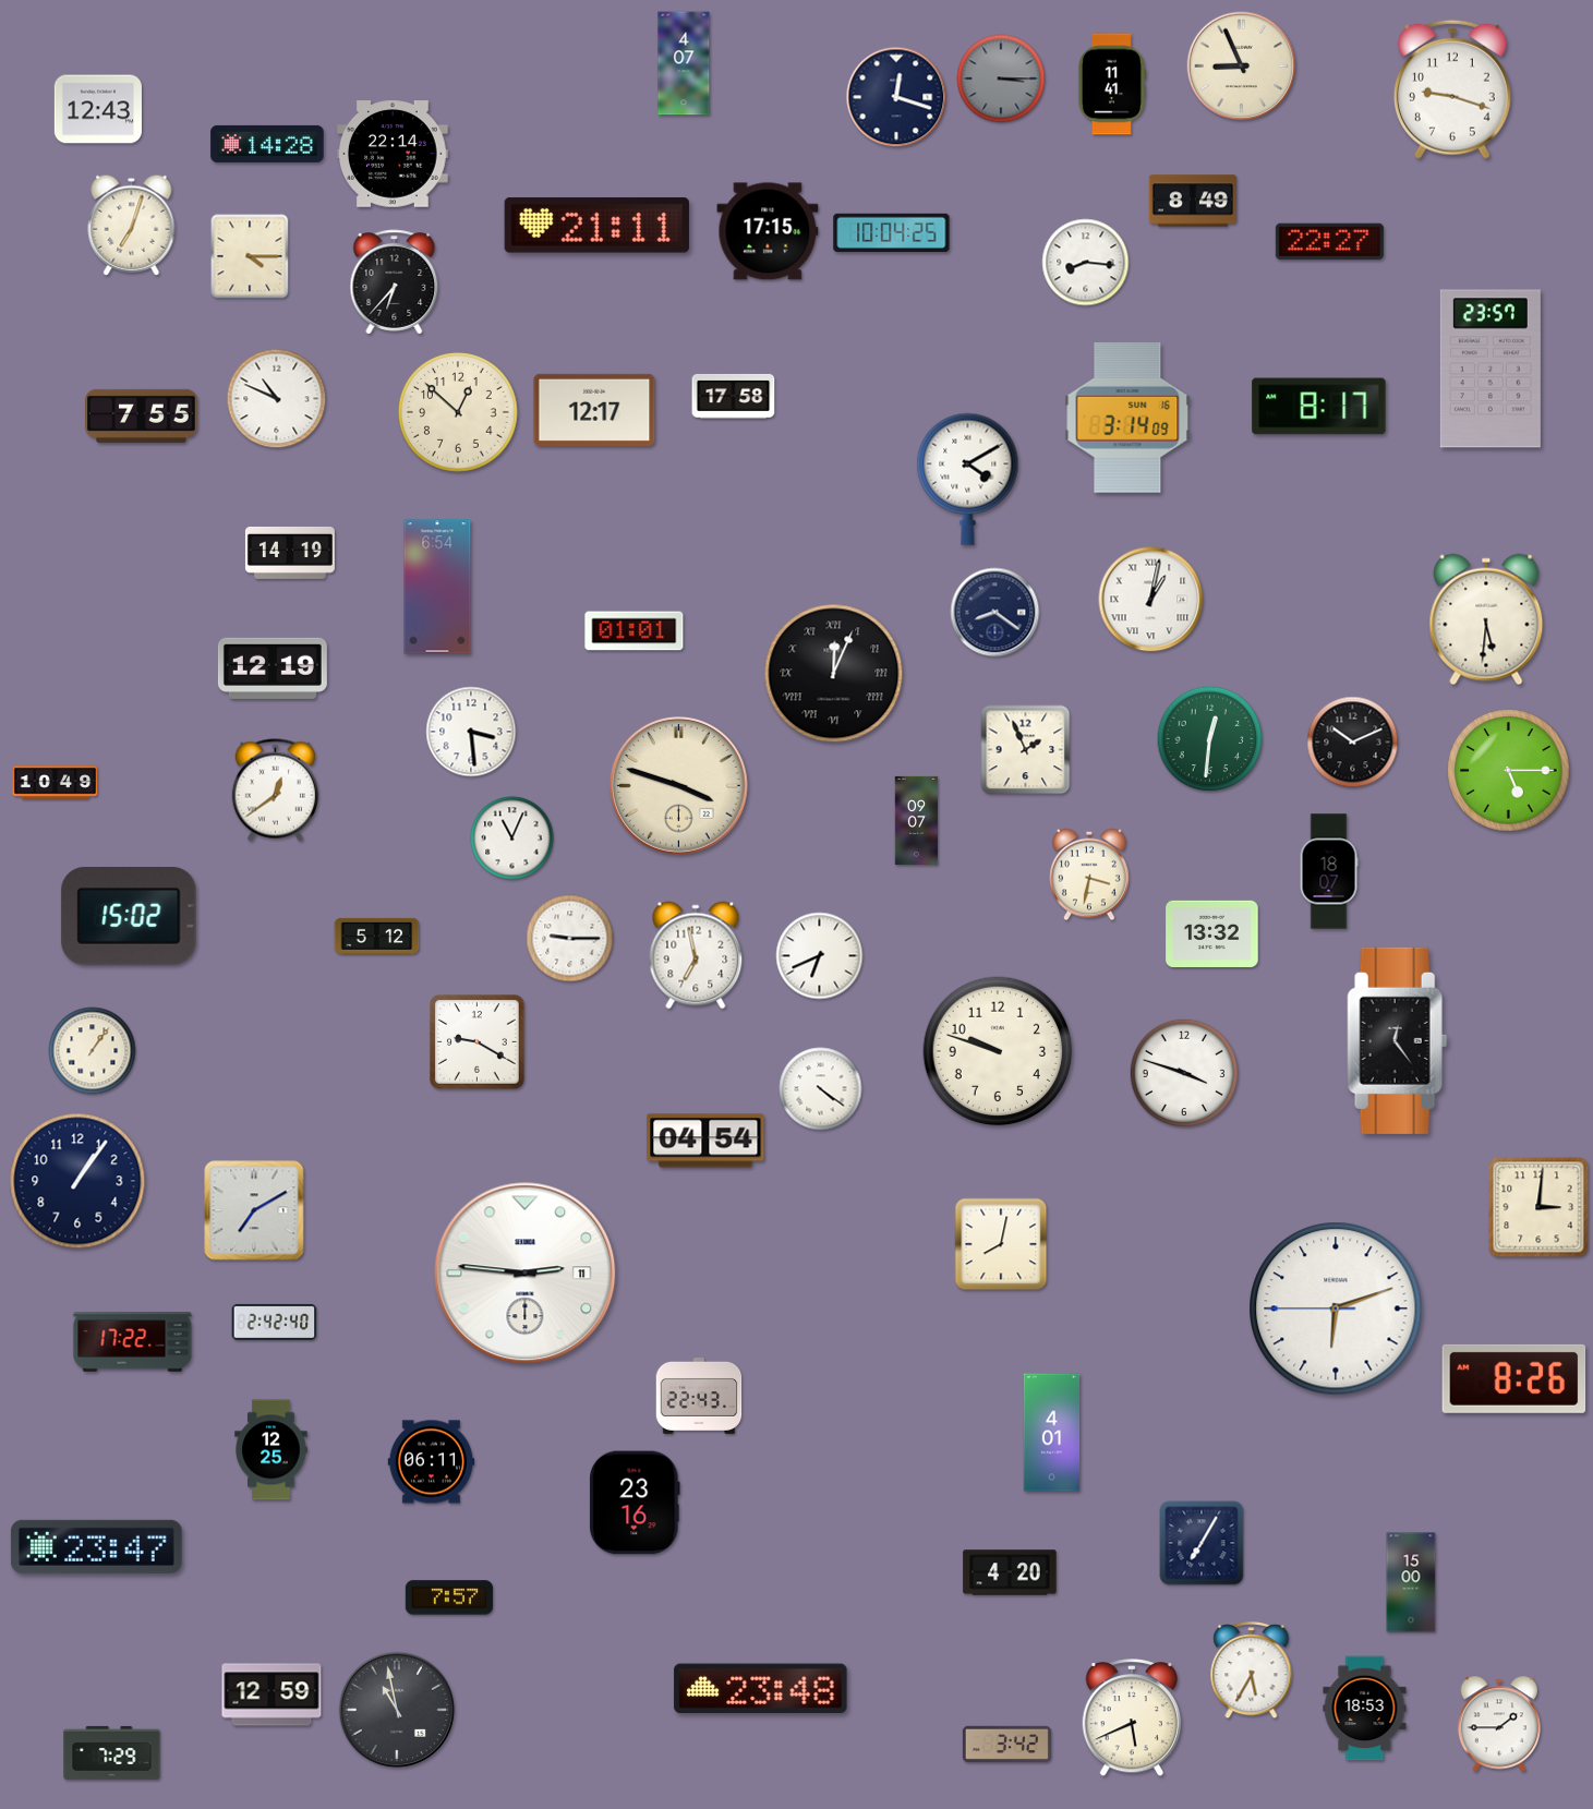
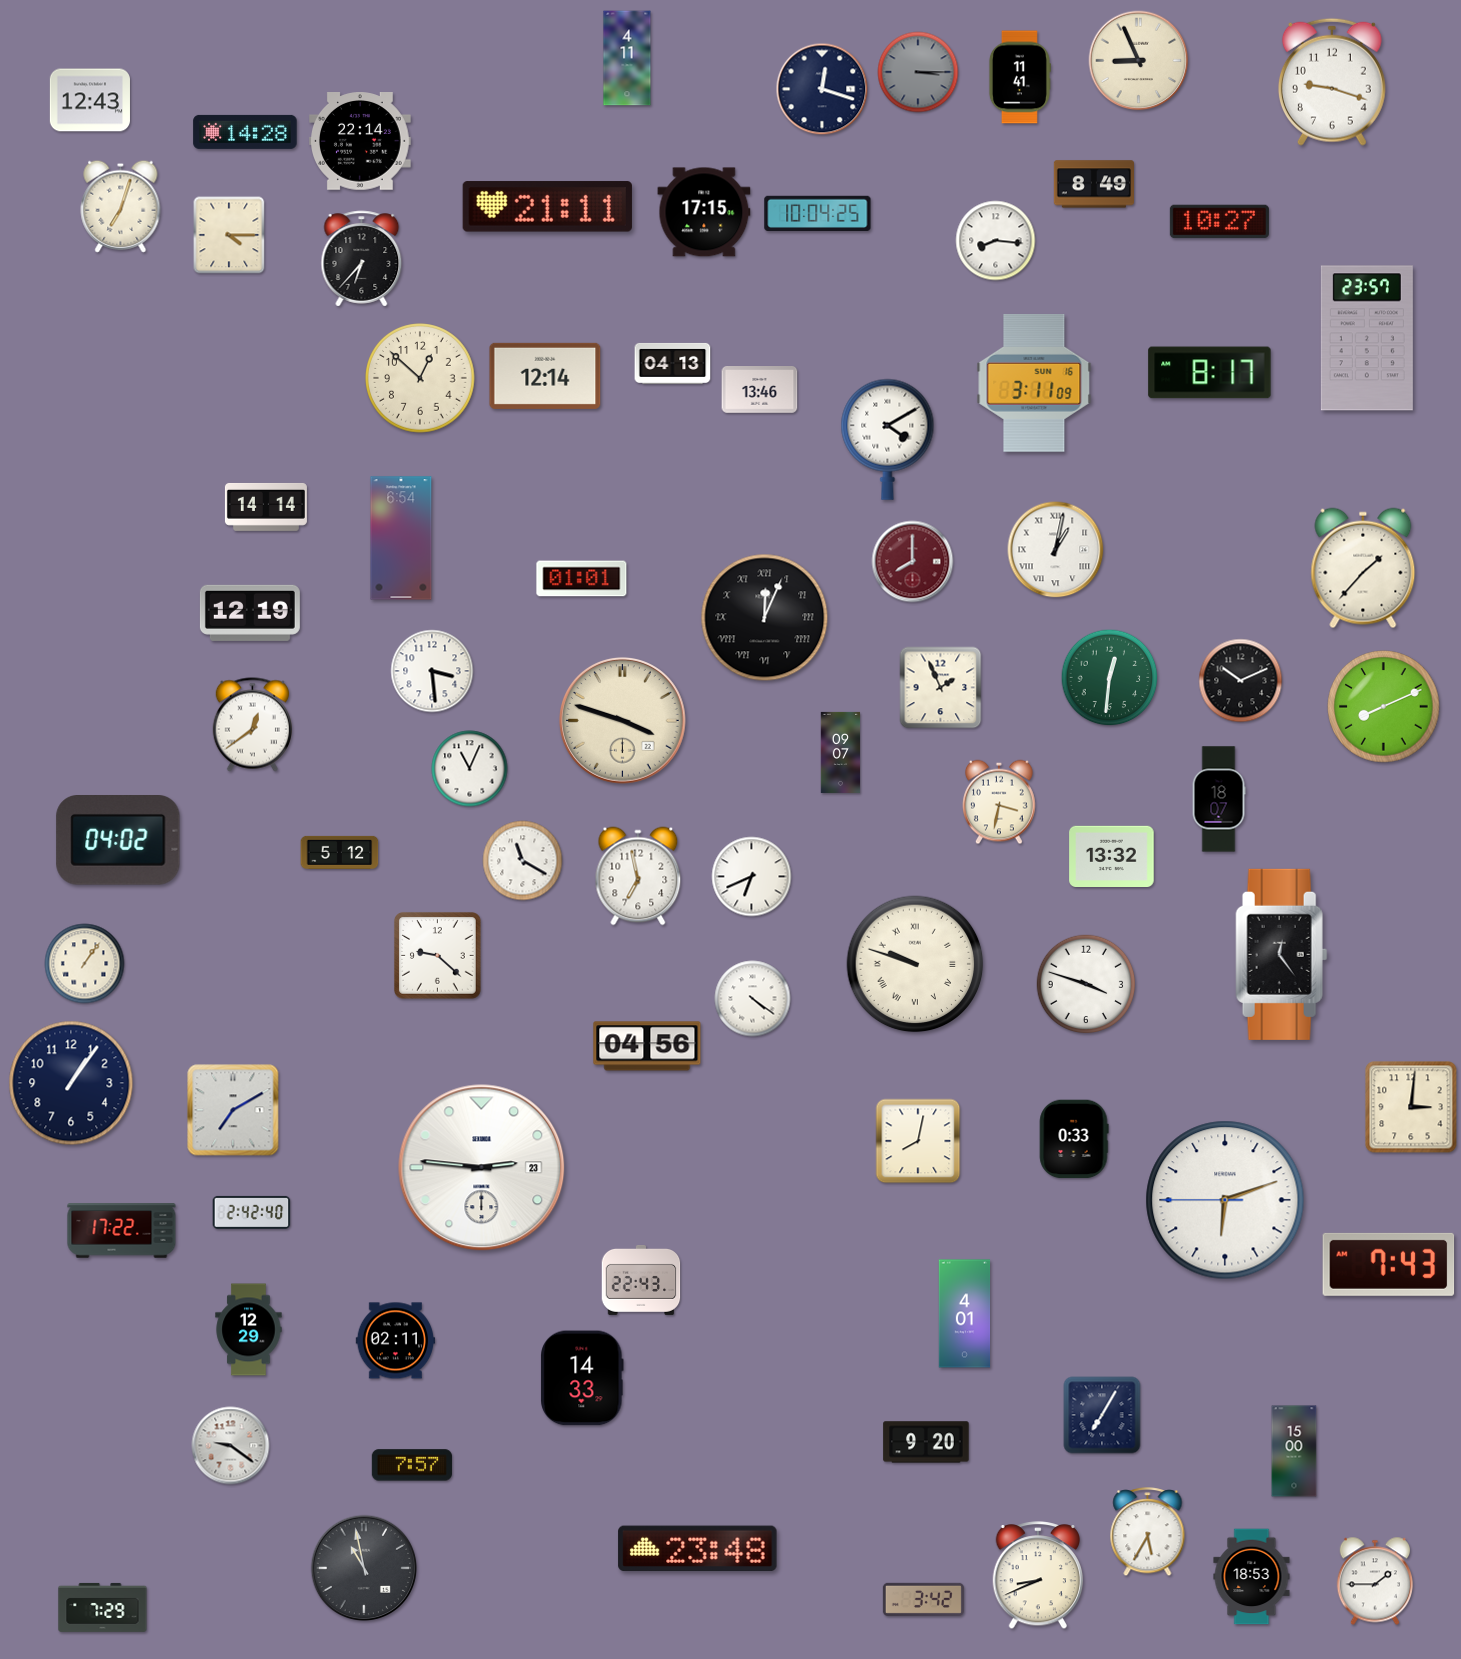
clock at (684, 63): 4:07 -> 4:11
clock at (1329, 242): 22:27 -> 10:27
clock at (734, 396): 17:58 -> 04:13
clock at (277, 399): 10:49 -> none
clock at (594, 410): 12:17 -> 12:14
clock at (142, 415): 7:55 -> none
clock at (1127, 418): 3:14 -> 3:11
clock at (760, 390): none -> 13:46
clock at (290, 553): 14:19 -> 14:14
clock at (995, 613): 8:21 -> 8:00
clock at (995, 613) dial: navy -> burgundy
clock at (1486, 619): 5:31 -> 1:37
clock at (1509, 771): 5:15 -> 8:11
clock at (56, 783): 10:49 -> none
clock at (129, 917): 15:02 -> 04:02
clock at (377, 936) position: (377, 936) -> (340, 852)
clock at (570, 939): 9:15 -> 11:20
clock at (478, 1042): 9:20 -> 9:22
clock at (998, 1051) numerals: Arabic -> Roman
clock at (705, 1141): 04:54 -> 04:56
clock at (1074, 1139): none -> 0:33
clock at (526, 1274) date: 11 -> 23
clock at (1514, 1378): 8:26 -> 7:43
clock at (271, 1450): 12:25 -> 12:29
clock at (432, 1462): 06:11 -> 02:11
clock at (635, 1503): 23:16 -> 14:33
clock at (97, 1546): 23:47 -> none
clock at (1010, 1572): 4:20 -> 9:20
clock at (231, 1446): none -> 9:21
clock at (271, 1695): 12:59 -> none
clock at (1365, 1709) position: (1365, 1709) -> (1252, 1577)
clock at (1132, 1718): 5:41 -> 8:41
